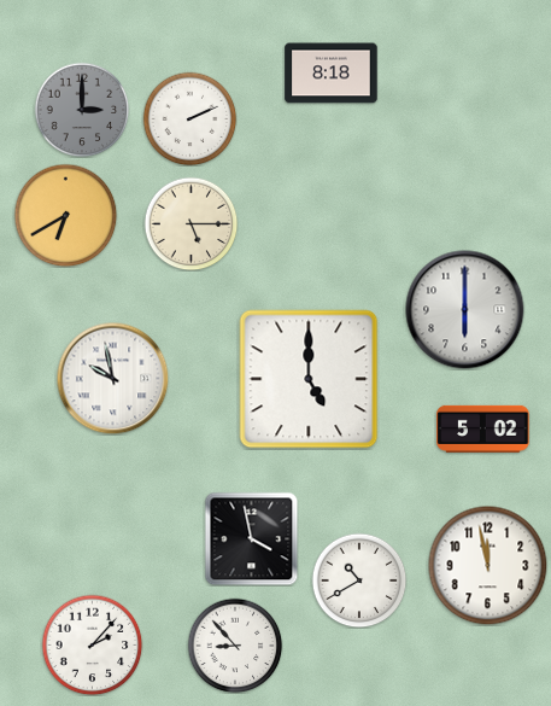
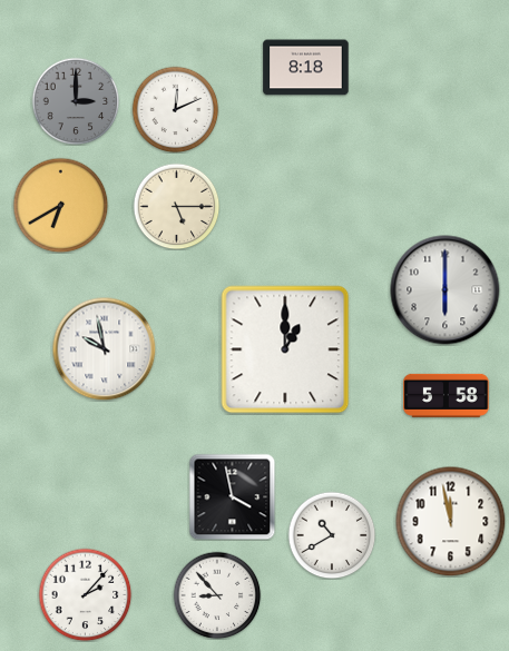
clock at (189, 118): 2:11 -> 12:11
clock at (65, 215) position: (65, 215) -> (60, 205)
clock at (465, 310) position: (465, 310) -> (446, 290)
clock at (309, 379): 5:00 -> 1:00
clock at (483, 428): 5:02 -> 5:58
